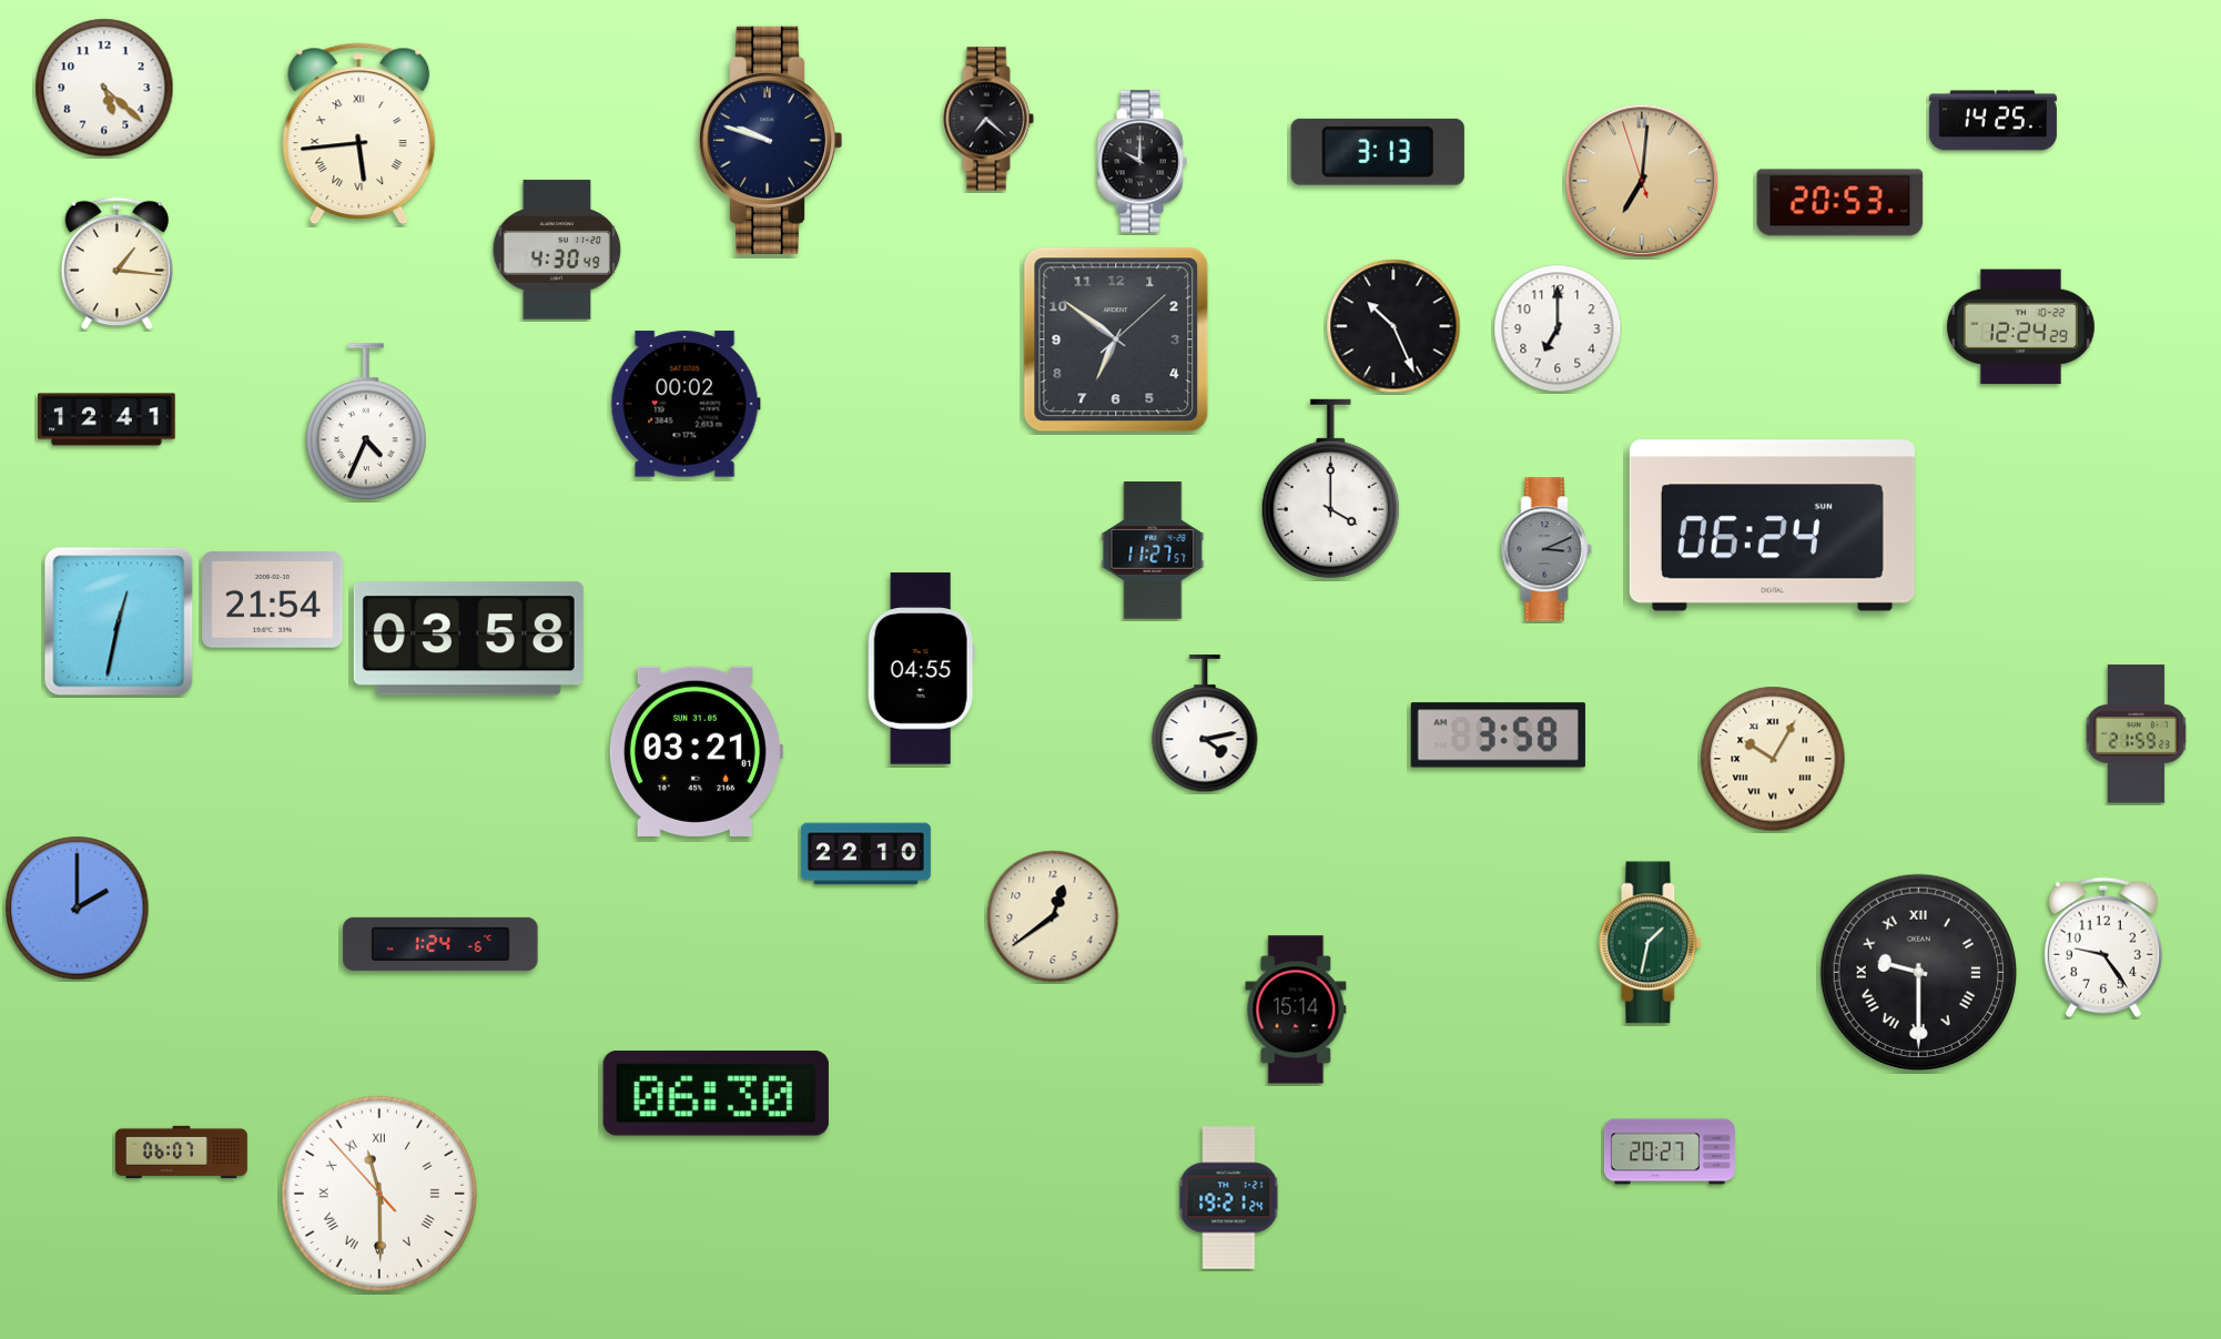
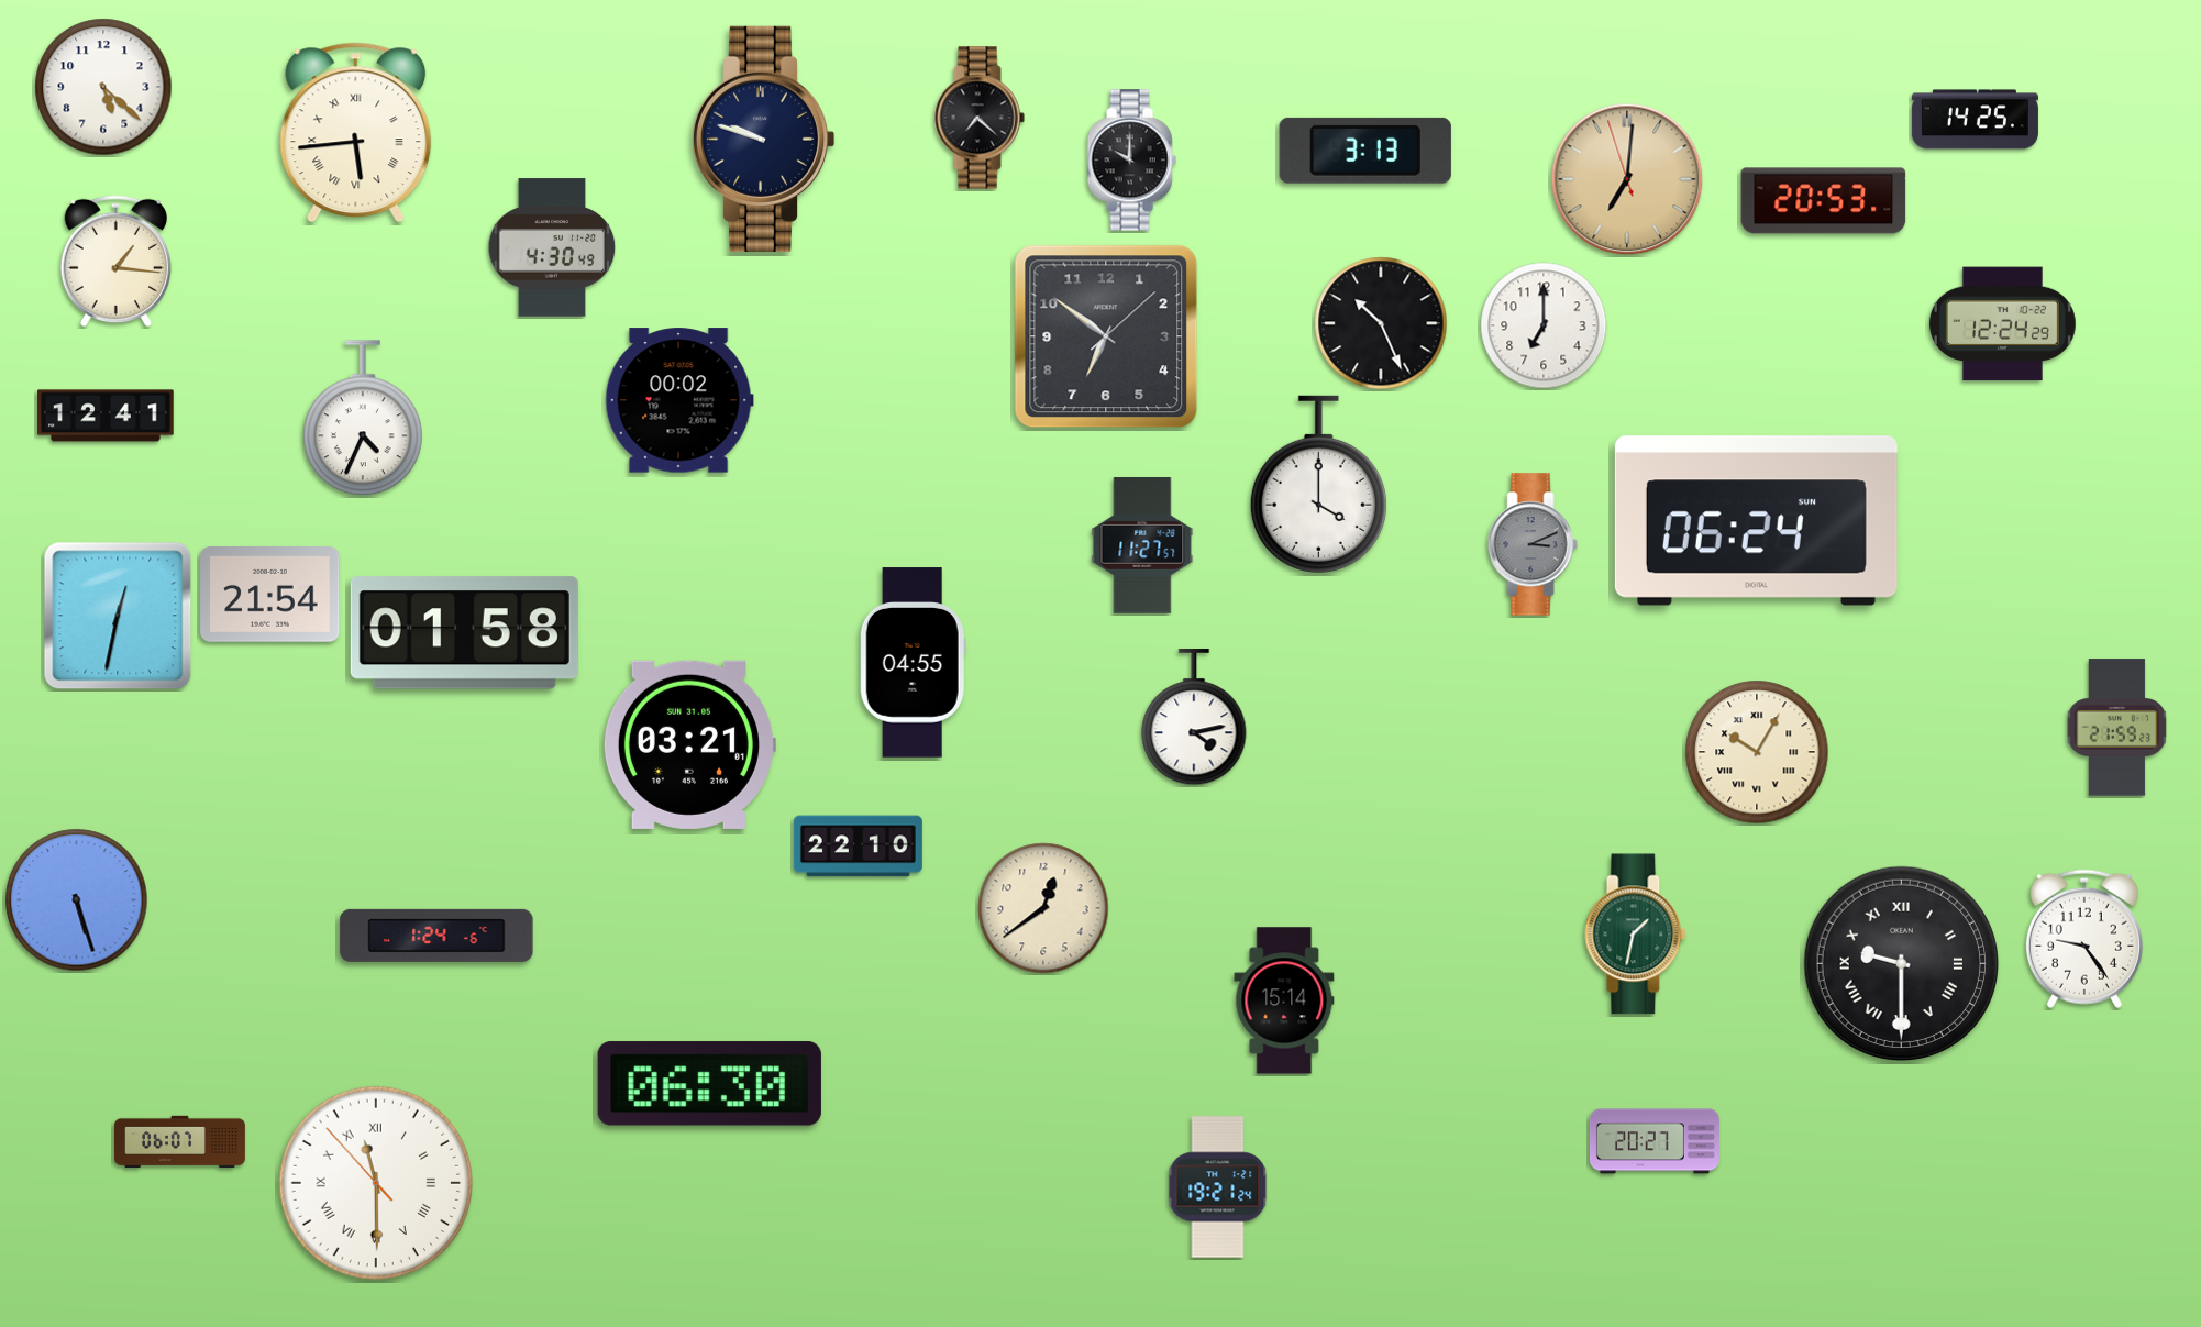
clock at (468, 639): 03:58 -> 01:58
clock at (1498, 736): 3:58 -> none
clock at (78, 909): 2:00 -> 5:27
